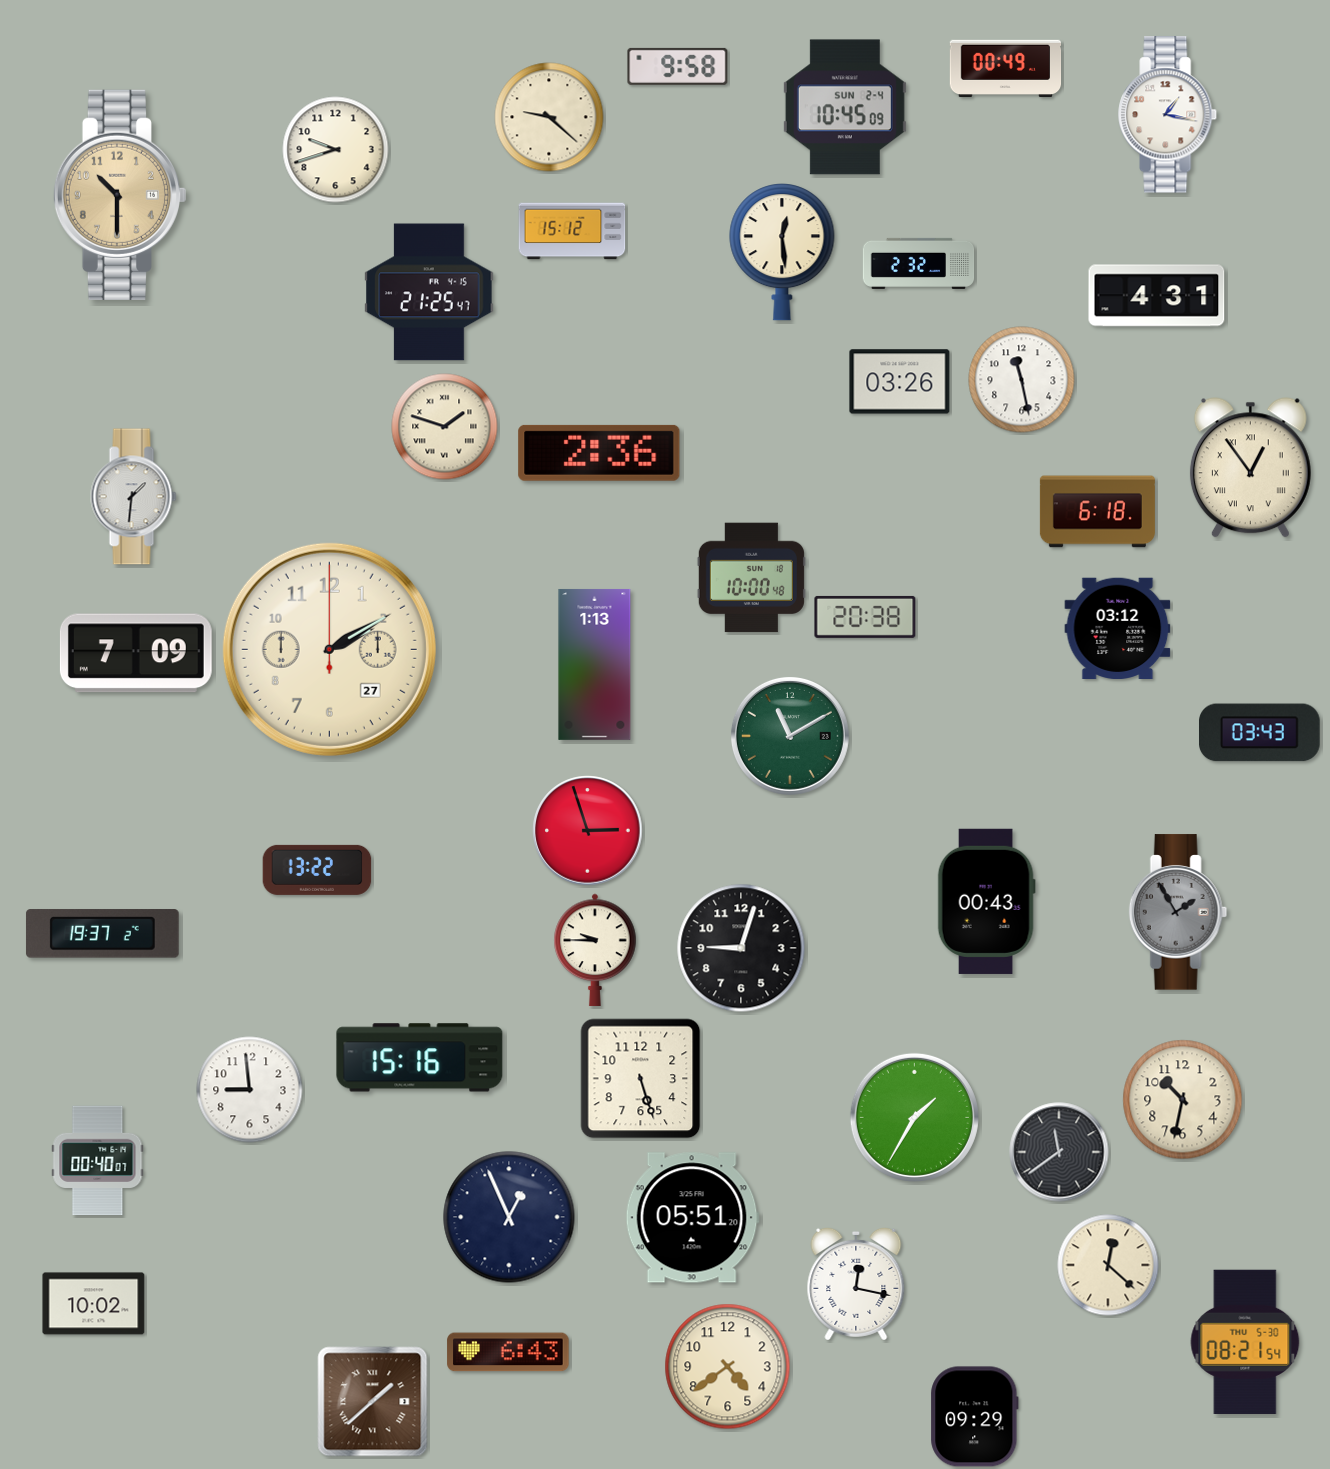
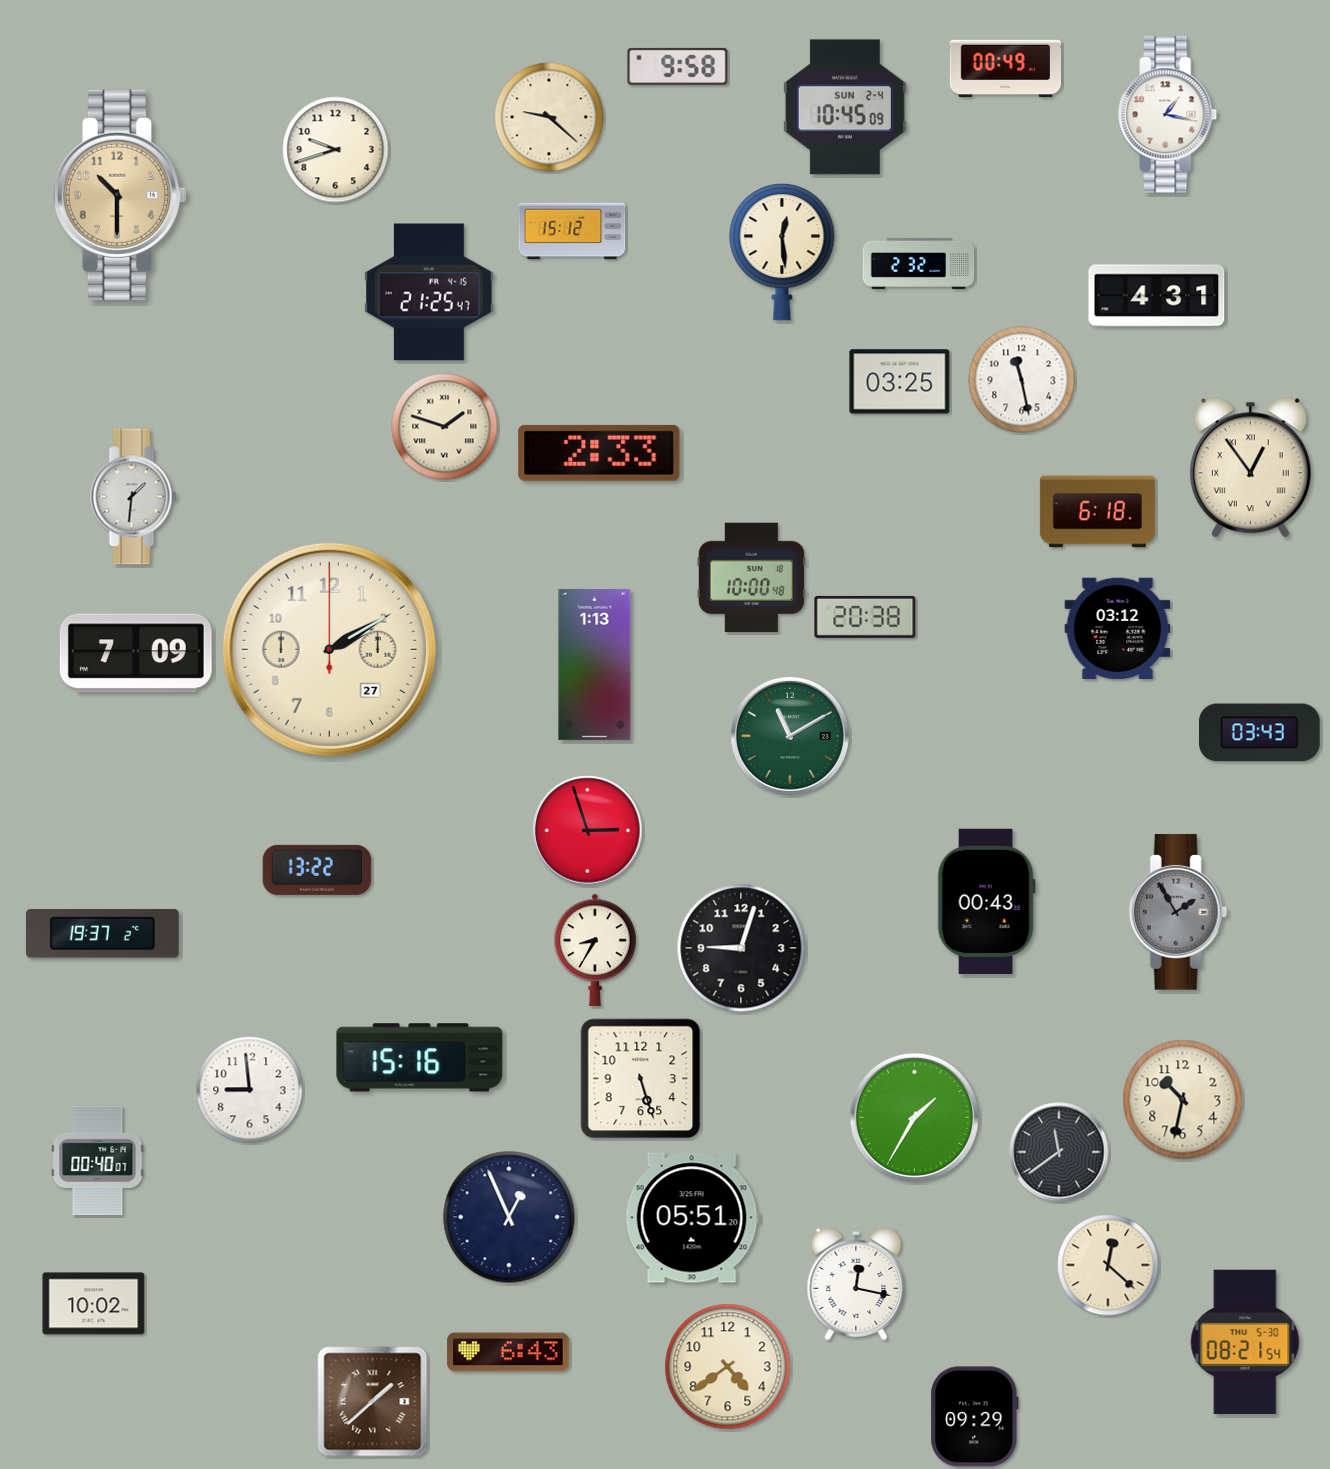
clock at (900, 382): 03:26 -> 03:25
clock at (599, 453): 2:36 -> 2:33
clock at (595, 950): 9:45 -> 8:35
